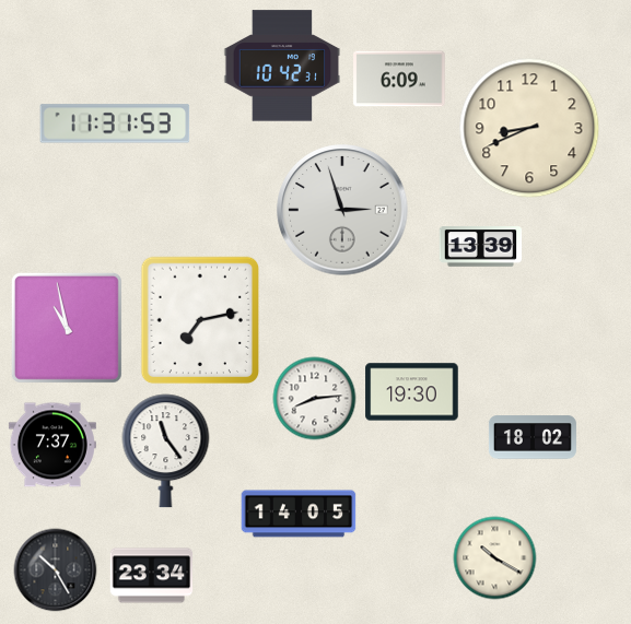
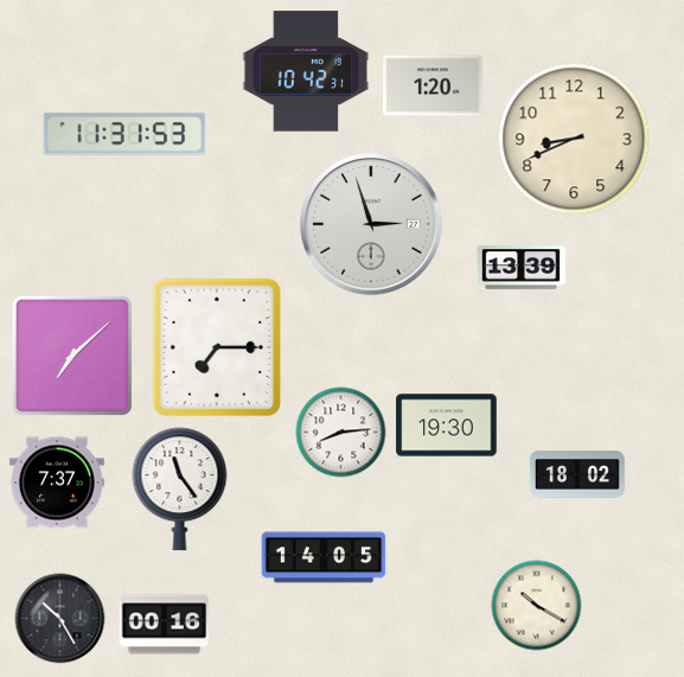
clock at (399, 79): 6:09 -> 1:20
clock at (342, 210) position: (342, 210) -> (371, 224)
clock at (200, 320): 7:13 -> 7:15
clock at (67, 328): 10:58 -> 7:08
clock at (152, 576): 23:34 -> 00:16
